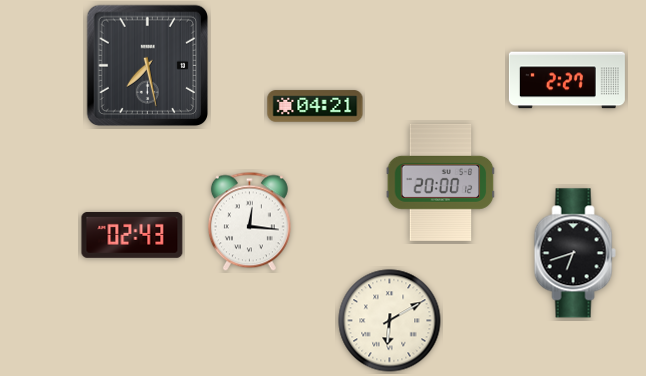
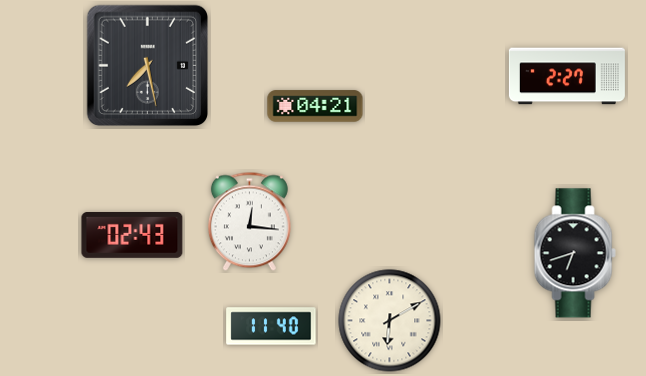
clock at (567, 80) position: (567, 80) -> (567, 76)
clock at (441, 182): 20:00 -> none
clock at (271, 326): none -> 11:40
